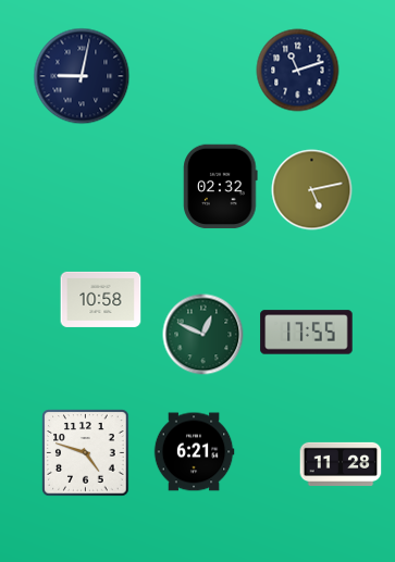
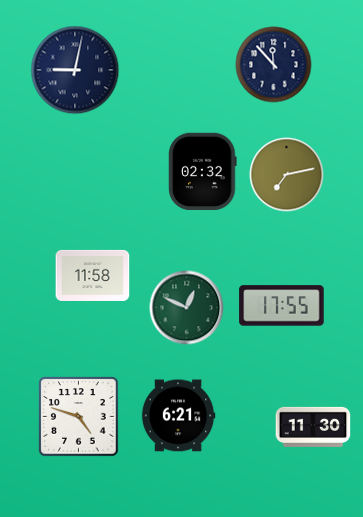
clock at (298, 71): 11:12 -> 11:53
clock at (312, 190): 5:13 -> 7:13
clock at (101, 299): 10:58 -> 11:58
clock at (341, 464): 11:28 -> 11:30
